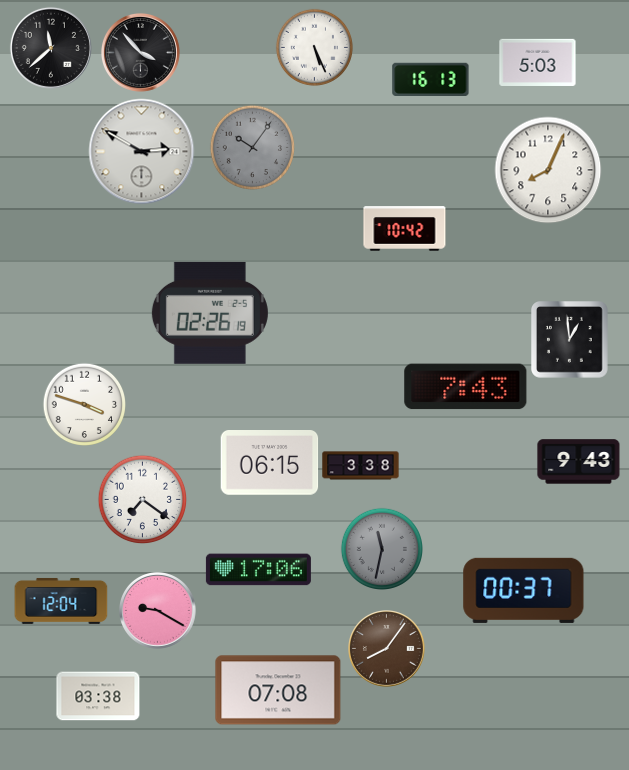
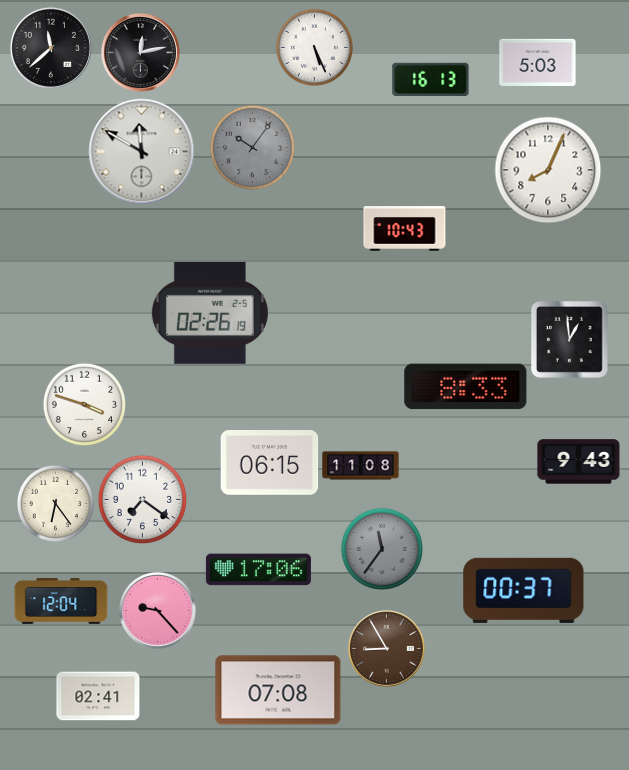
clock at (140, 52): 3:53 -> 12:13
clock at (142, 152): 2:50 -> 11:50
clock at (405, 229): 10:42 -> 10:43
clock at (466, 387): 7:43 -> 8:33
clock at (361, 466): 3:38 -> 11:08
clock at (55, 503): none -> 6:24
clock at (381, 548): 11:32 -> 11:36
clock at (158, 611): 9:20 -> 9:23
clock at (387, 649): 8:06 -> 8:55
clock at (98, 696): 03:38 -> 02:41
